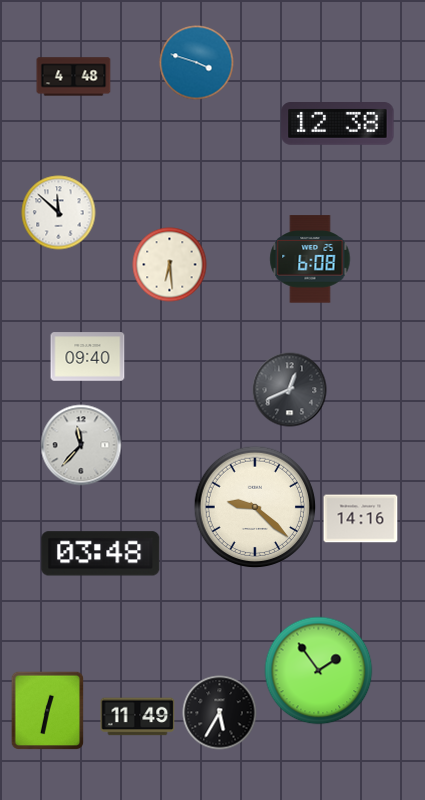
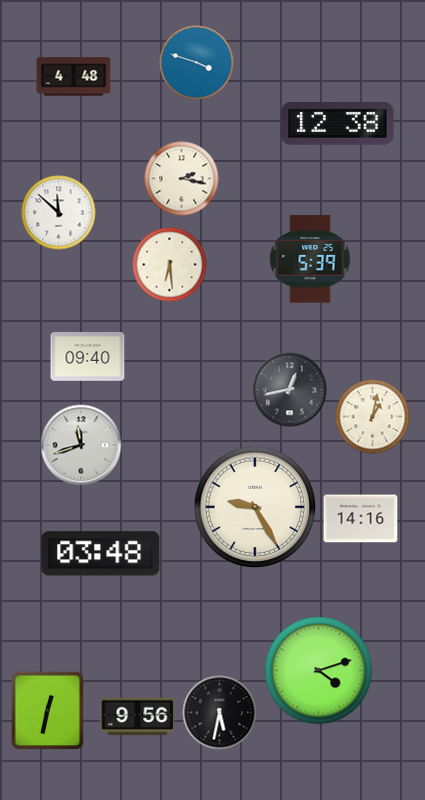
clock at (182, 179): none -> 2:17
clock at (310, 259): 6:08 -> 5:39
clock at (290, 390): 12:41 -> 12:43
clock at (373, 417): none -> 1:02
clock at (81, 445): 11:37 -> 11:42
clock at (255, 507): 9:22 -> 9:25
clock at (319, 671): 1:54 -> 4:12
clock at (220, 713): 5:35 -> 5:32
clock at (138, 717): 11:49 -> 9:56
